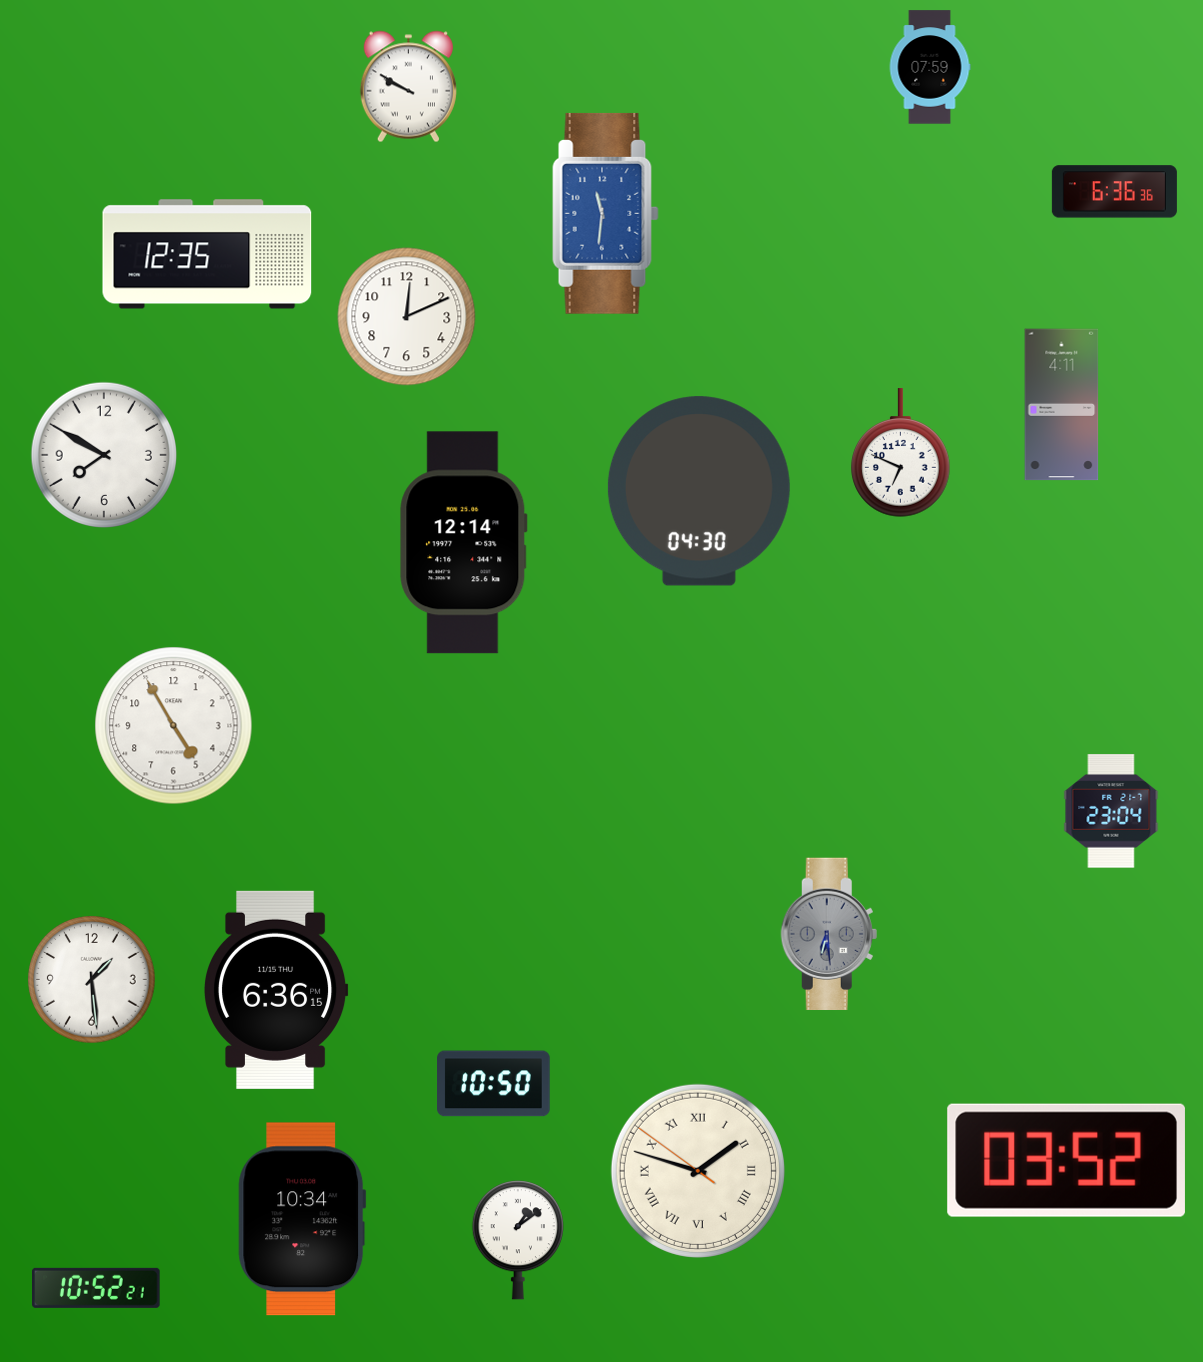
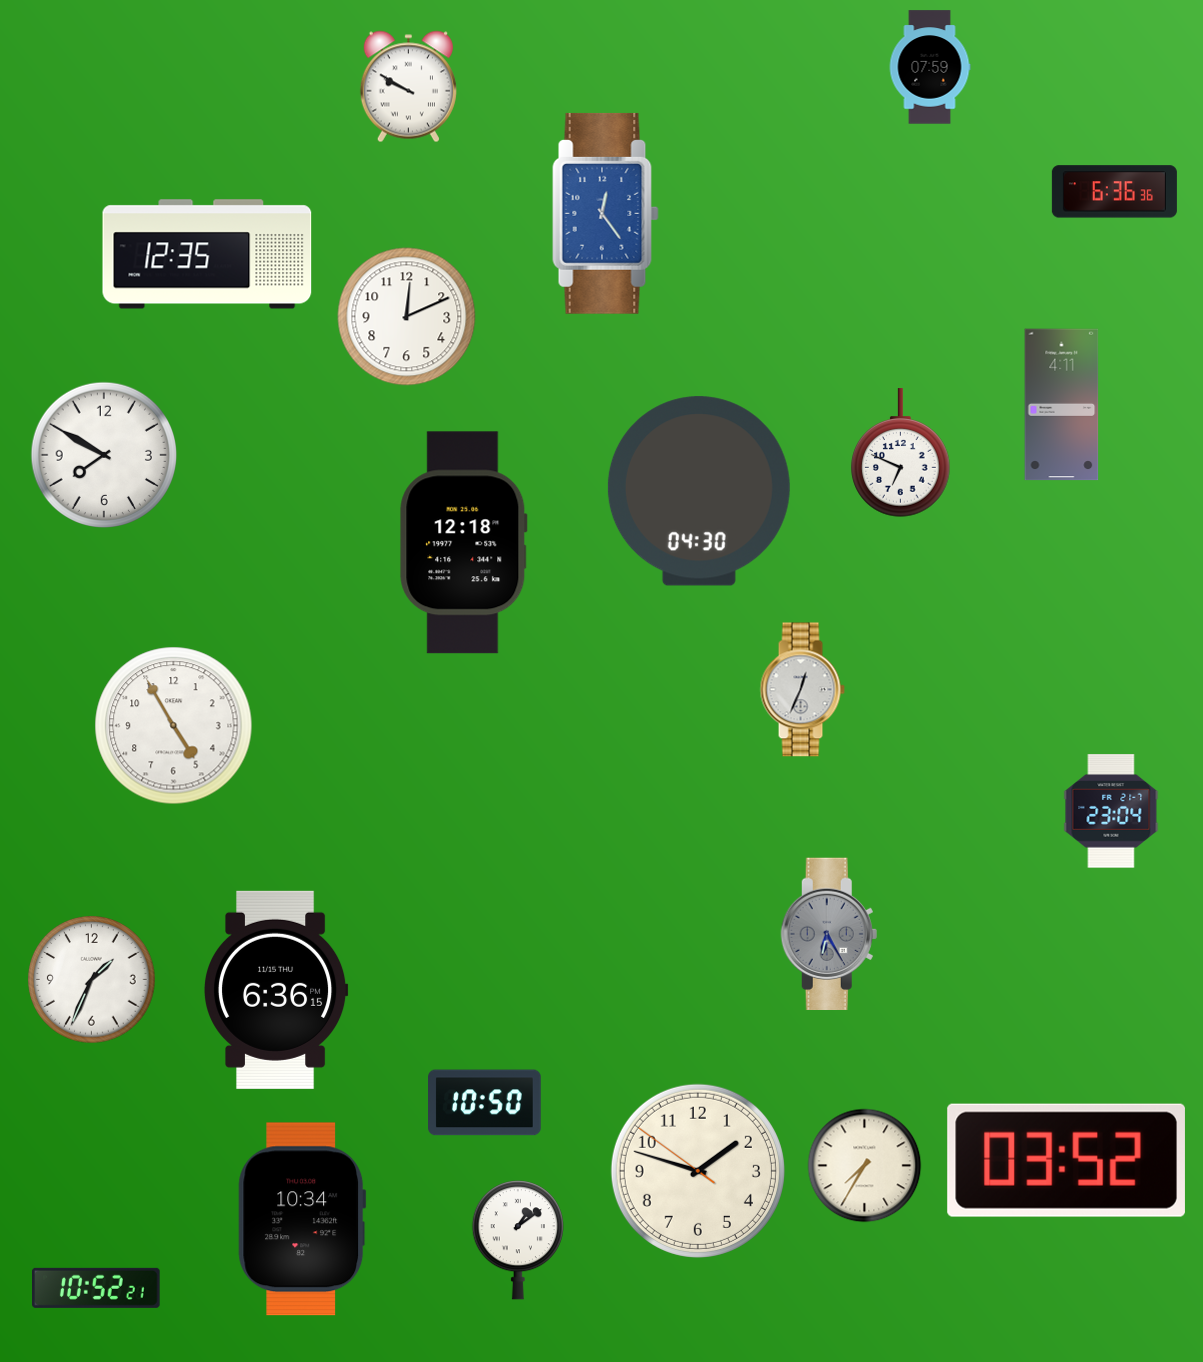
clock at (606, 213): 11:31 -> 12:24
clock at (464, 543): 12:14 -> 12:18
clock at (802, 690): none -> 12:34
clock at (829, 933): 6:29 -> 6:25
clock at (92, 980): 1:29 -> 1:34
clock at (494, 1084) position: (494, 1084) -> (485, 1103)
clock at (865, 1166): none -> 7:35
clock at (698, 1171) numerals: Roman -> Arabic
